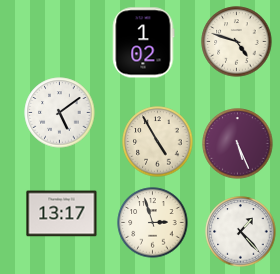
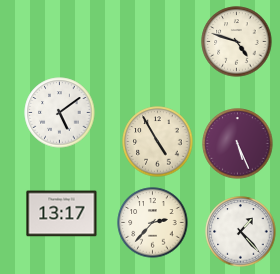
clock at (144, 43): 1:02 -> none
clock at (153, 223): 2:57 -> 2:37
